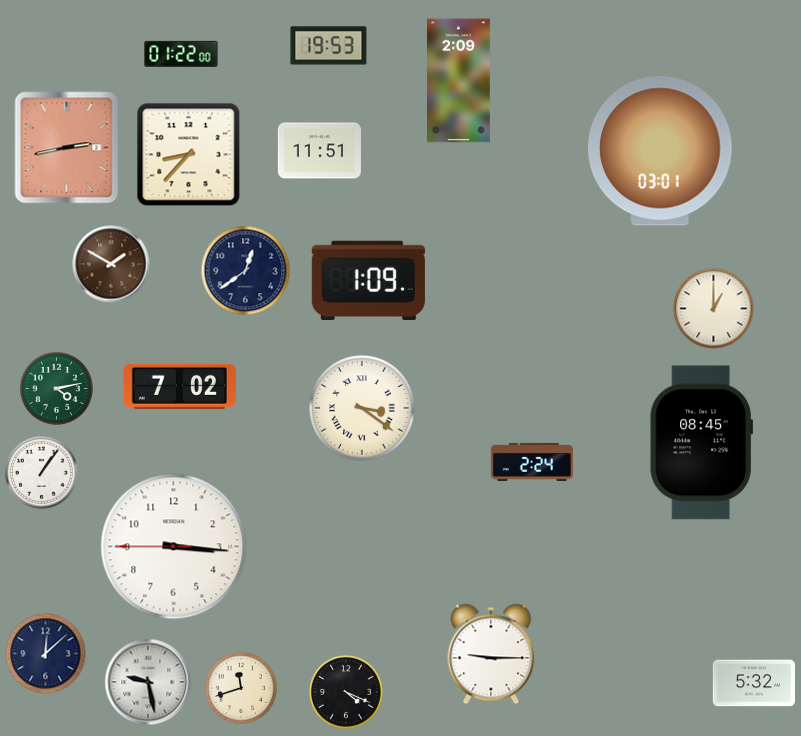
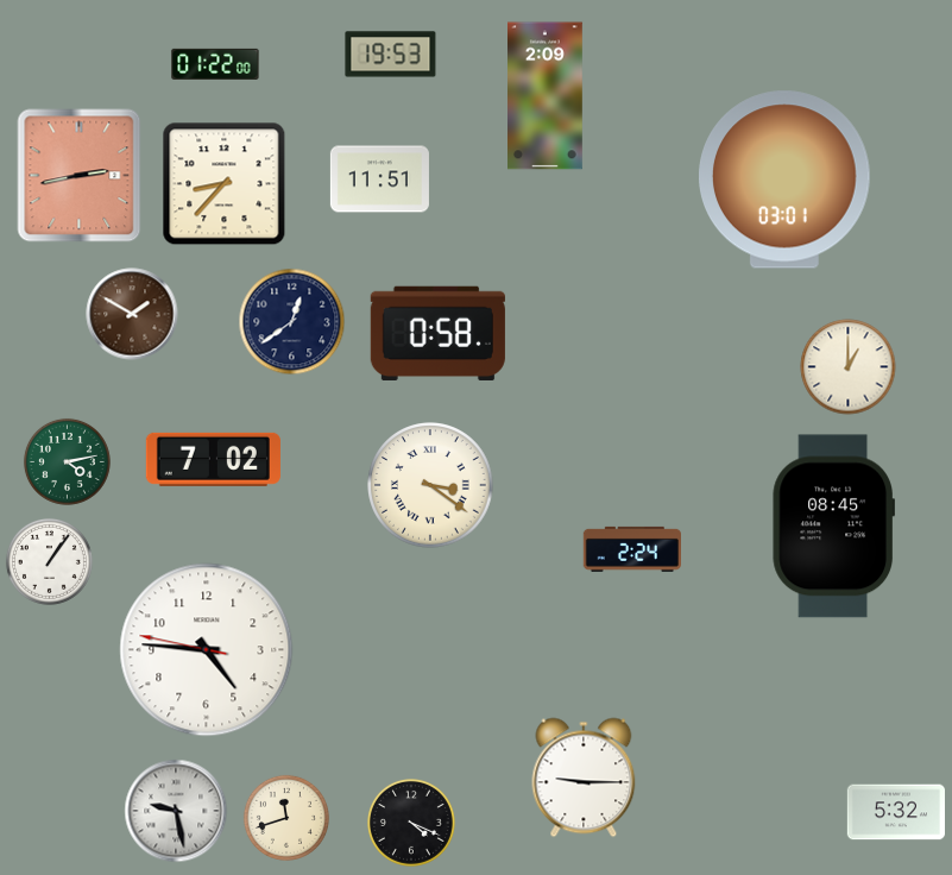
clock at (368, 280): 1:09 -> 0:58
clock at (174, 547): 3:15 -> 4:45
clock at (46, 654): 12:08 -> none
